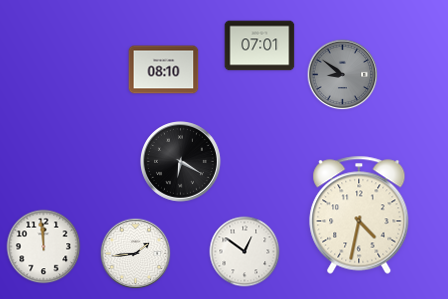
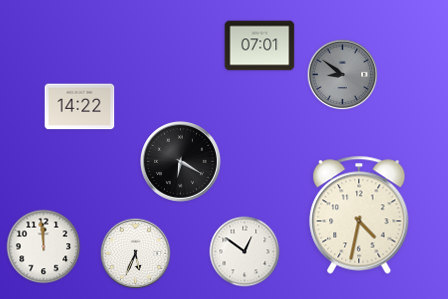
clock at (164, 70): 08:10 -> none
clock at (80, 107): none -> 14:22
clock at (136, 254): 1:44 -> 5:34
